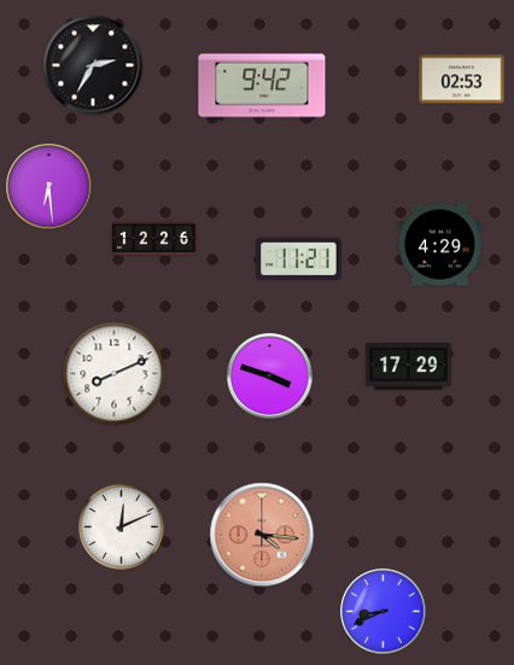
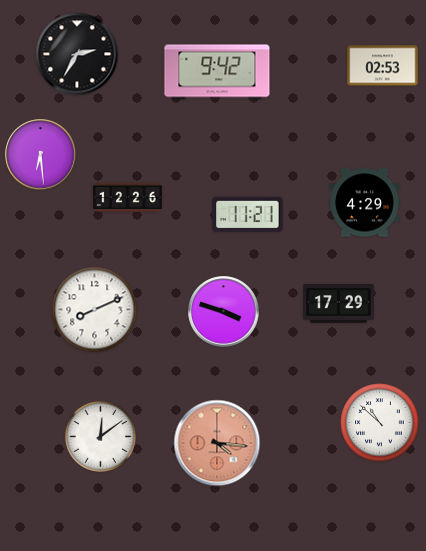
clock at (380, 423): none -> 10:52
clock at (121, 526): 12:11 -> 12:09
clock at (384, 612): 8:41 -> none
